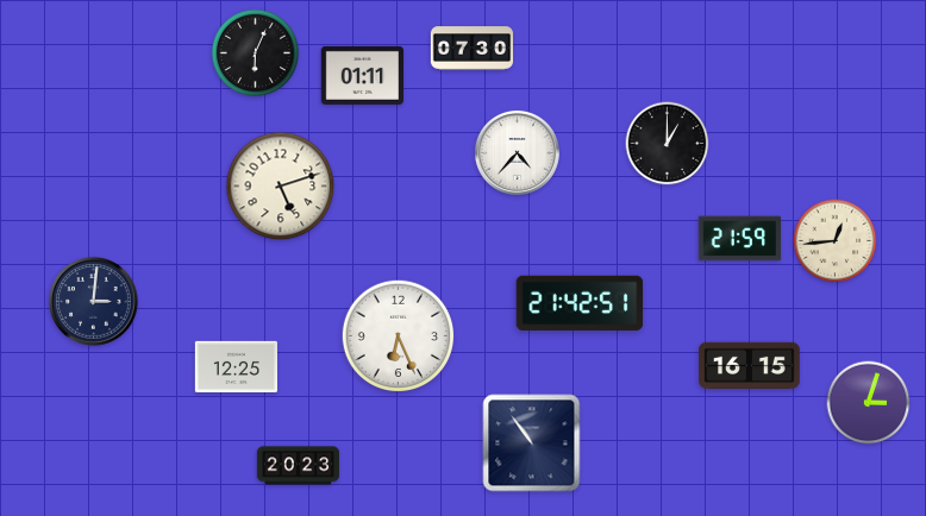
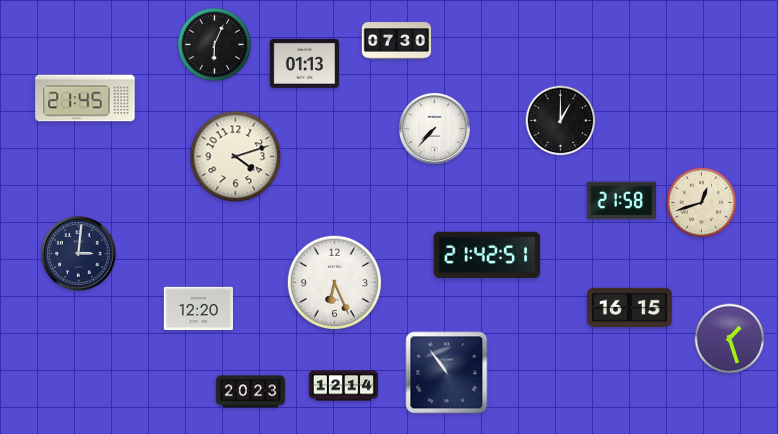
clock at (362, 75): 01:11 -> 01:13
clock at (85, 98): none -> 21:45
clock at (517, 152): 4:37 -> 7:37
clock at (281, 187): 5:12 -> 4:12
clock at (739, 239): 21:59 -> 21:58
clock at (836, 241): 12:44 -> 12:42
clock at (237, 367): 12:25 -> 12:20
clock at (869, 403): 3:03 -> 1:27
clock at (344, 386): none -> 12:14
